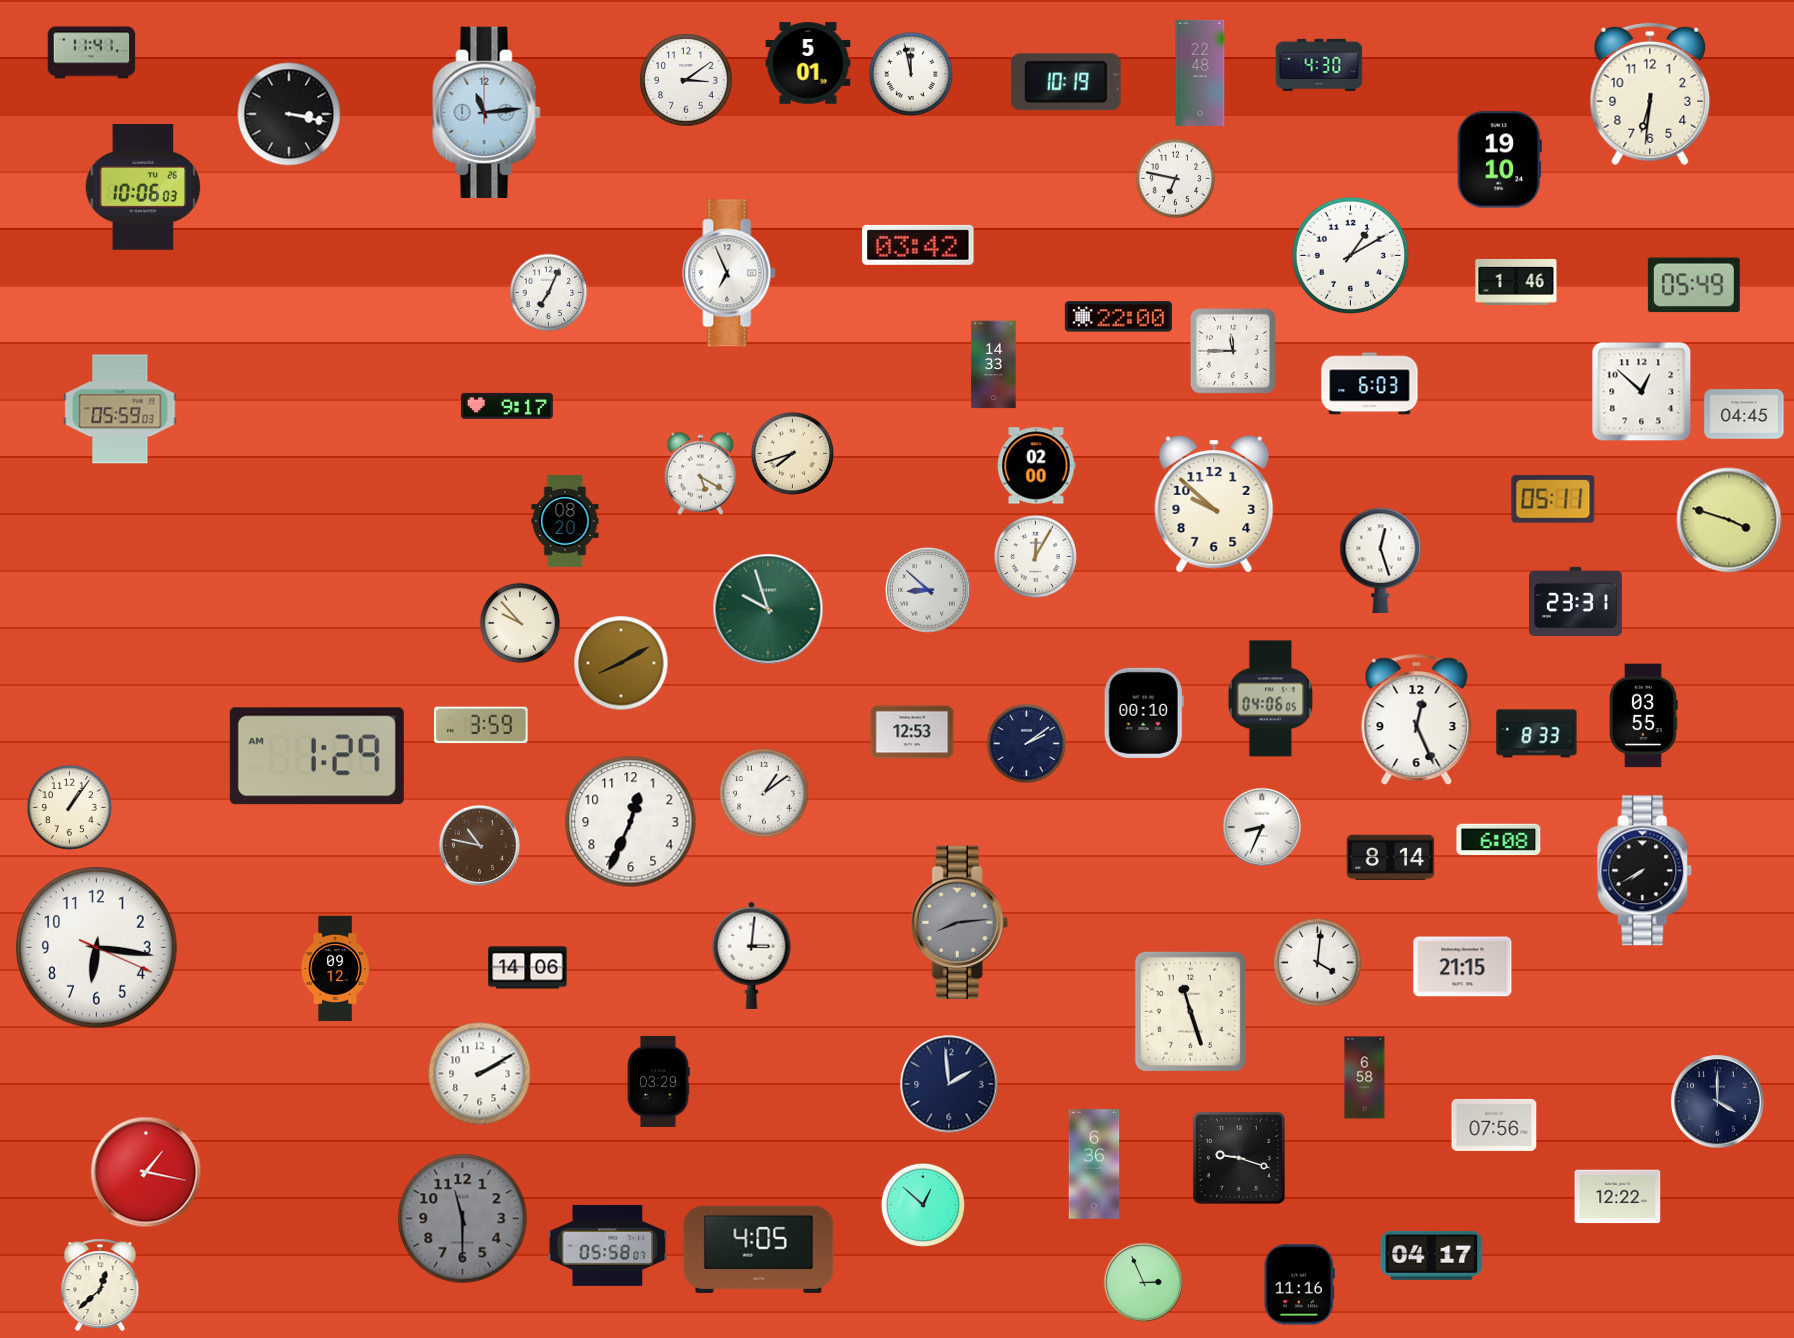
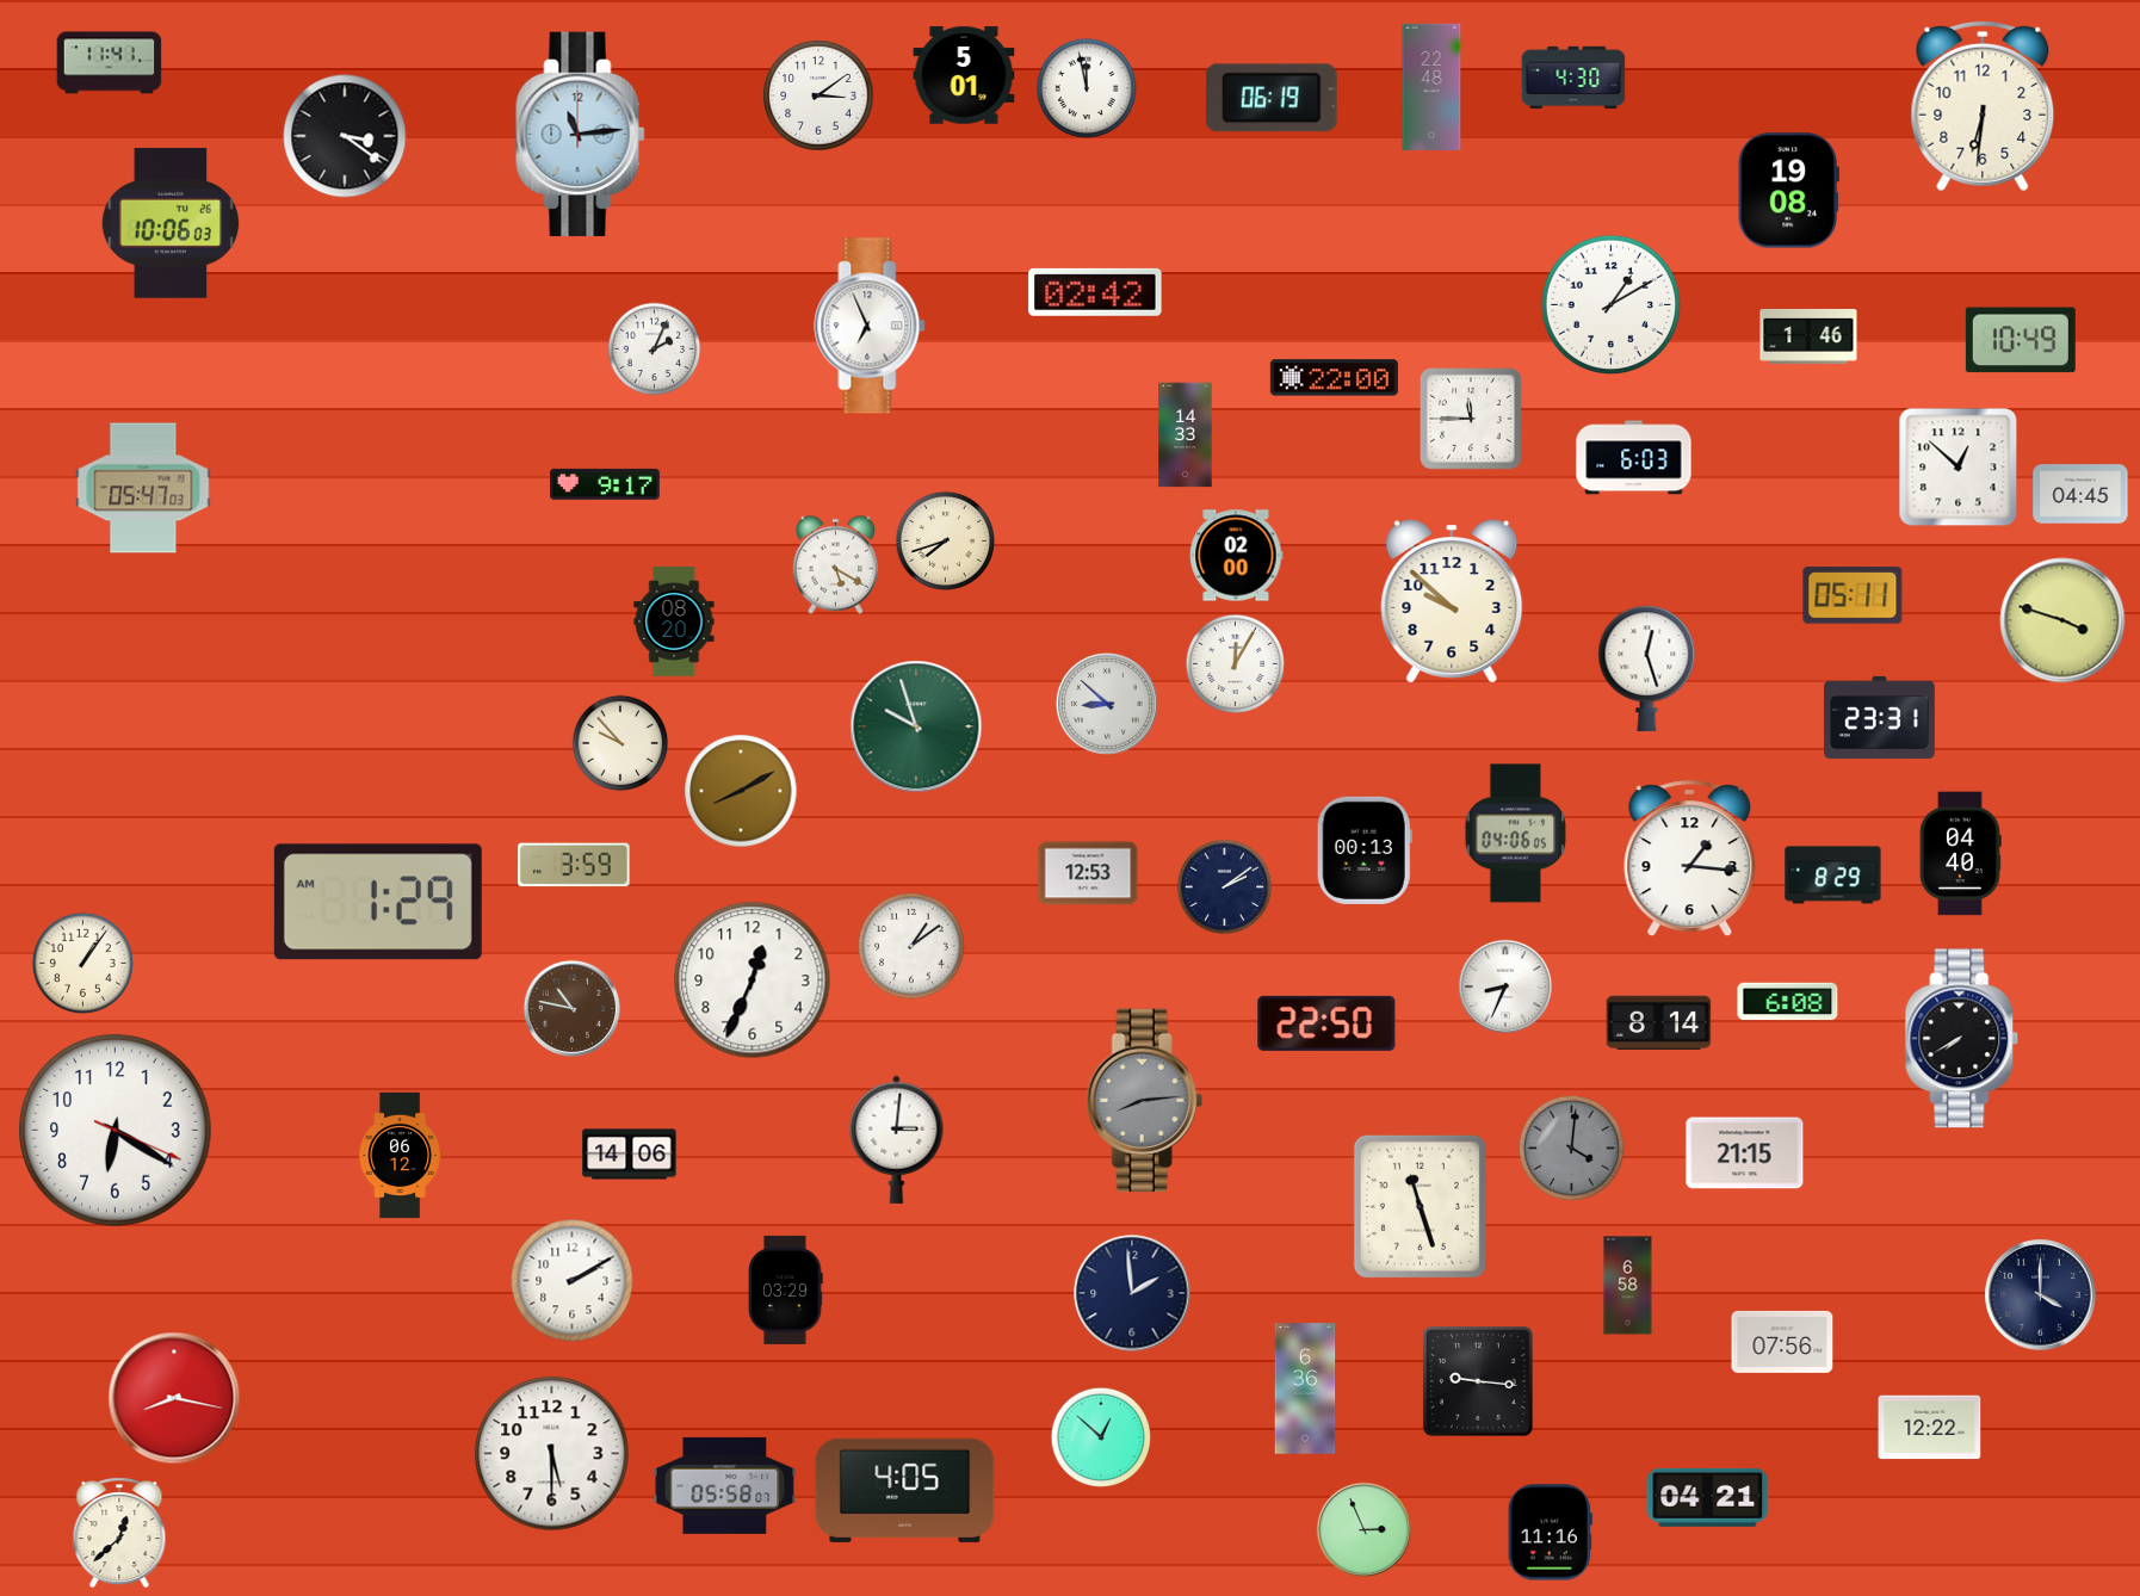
clock at (1066, 82): 10:19 -> 06:19
clock at (1650, 94) position: (1650, 94) -> (1983, 106)
clock at (289, 114): 3:17 -> 3:21
clock at (1499, 160): 19:10 -> 19:08
clock at (1176, 179): 6:47 -> none
clock at (918, 245): 03:42 -> 02:42
clock at (1694, 285): 05:49 -> 10:49
clock at (549, 293): 7:04 -> 2:04
clock at (120, 409): 05:59 -> 05:47
clock at (1214, 504) position: (1214, 504) -> (1452, 601)
clock at (1144, 713): 00:10 -> 00:13
clock at (1643, 716): 03:55 -> 04:40
clock at (1417, 720): 12:26 -> 1:16
clock at (1537, 734): 8:33 -> 8:29
clock at (1326, 1023): none -> 22:50
clock at (97, 948): 6:16 -> 6:20
clock at (1317, 962) dial: white -> grey
clock at (335, 969): 09:12 -> 06:12
clock at (1718, 1102) position: (1718, 1102) -> (2041, 1295)
clock at (1239, 1158): 9:18 -> 9:16
clock at (146, 1172): 1:17 -> 8:17
clock at (463, 1219): 11:30 -> 5:30
clock at (463, 1219) dial: grey -> white
clock at (1432, 1255): 04:17 -> 04:21
